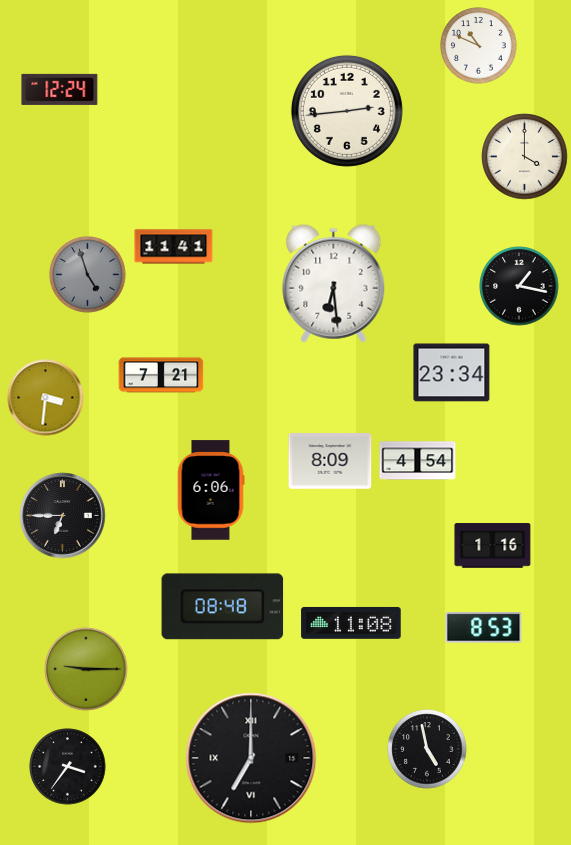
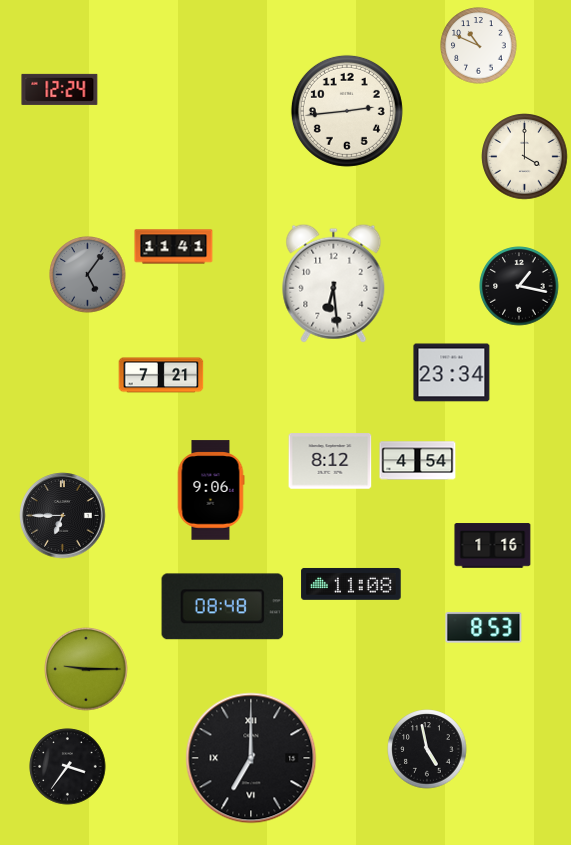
clock at (88, 275): 4:57 -> 5:06
clock at (46, 398): 3:31 -> none
clock at (330, 461): 8:09 -> 8:12
clock at (211, 490): 6:06 -> 9:06
clock at (351, 623) position: (351, 623) -> (351, 584)
